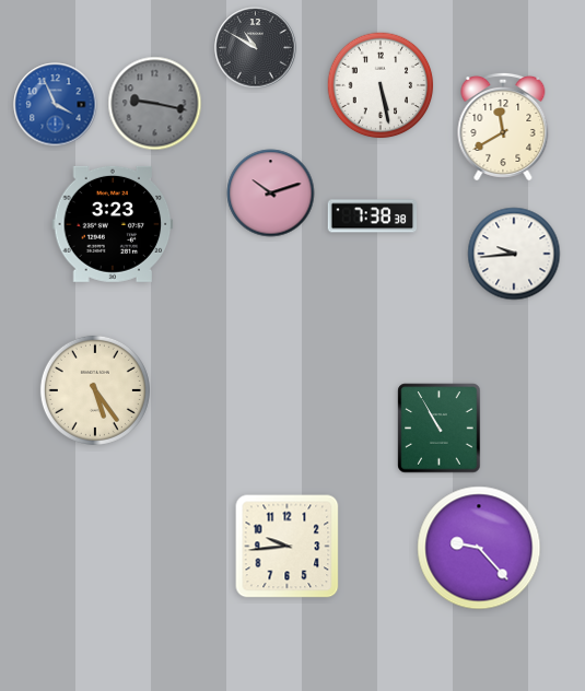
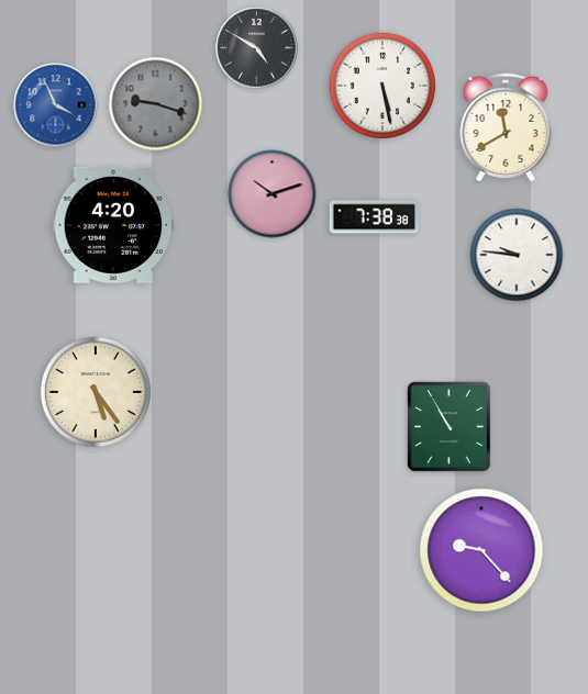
clock at (256, 48): 10:50 -> 4:50
clock at (155, 104): 9:17 -> 9:18
clock at (113, 224): 3:23 -> 4:20
clock at (514, 254): 9:44 -> 9:46
clock at (440, 429) position: (440, 429) -> (450, 427)
clock at (288, 547): 9:44 -> none
